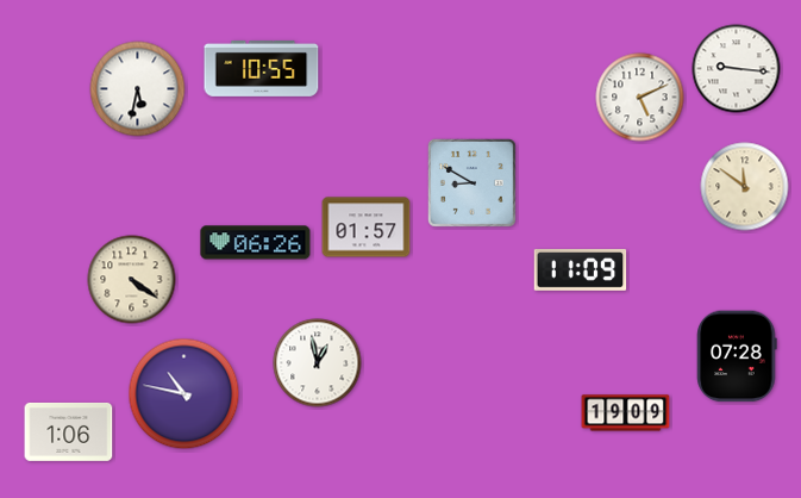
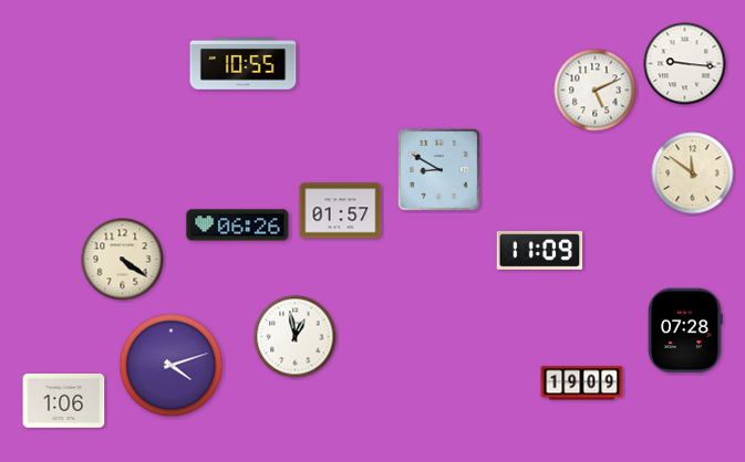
clock at (138, 89): 5:32 -> none
clock at (184, 394): 10:47 -> 4:12
